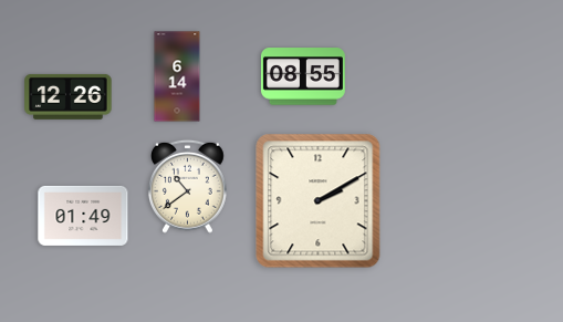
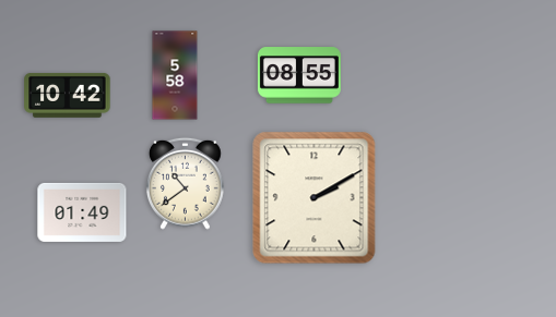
clock at (177, 76): 6:14 -> 5:58
clock at (69, 96): 12:26 -> 10:42
